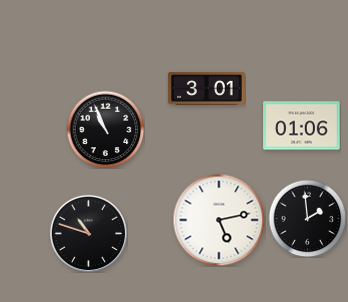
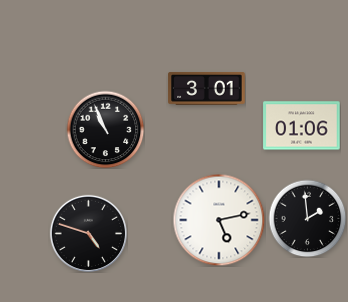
clock at (88, 233): 10:48 -> 4:48
